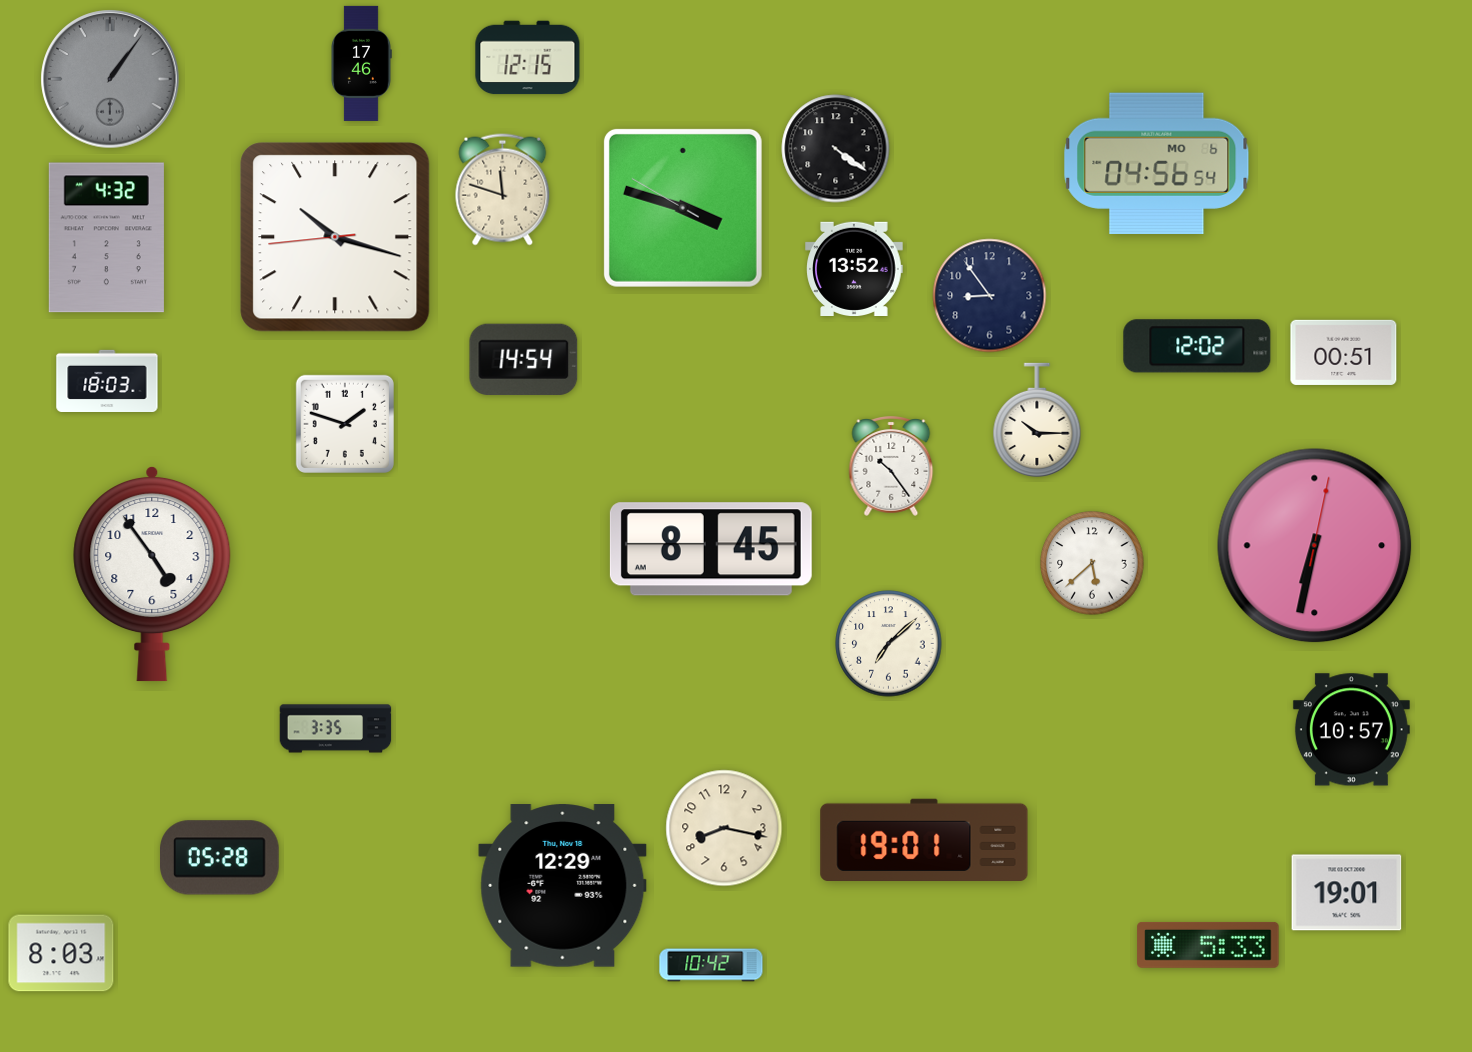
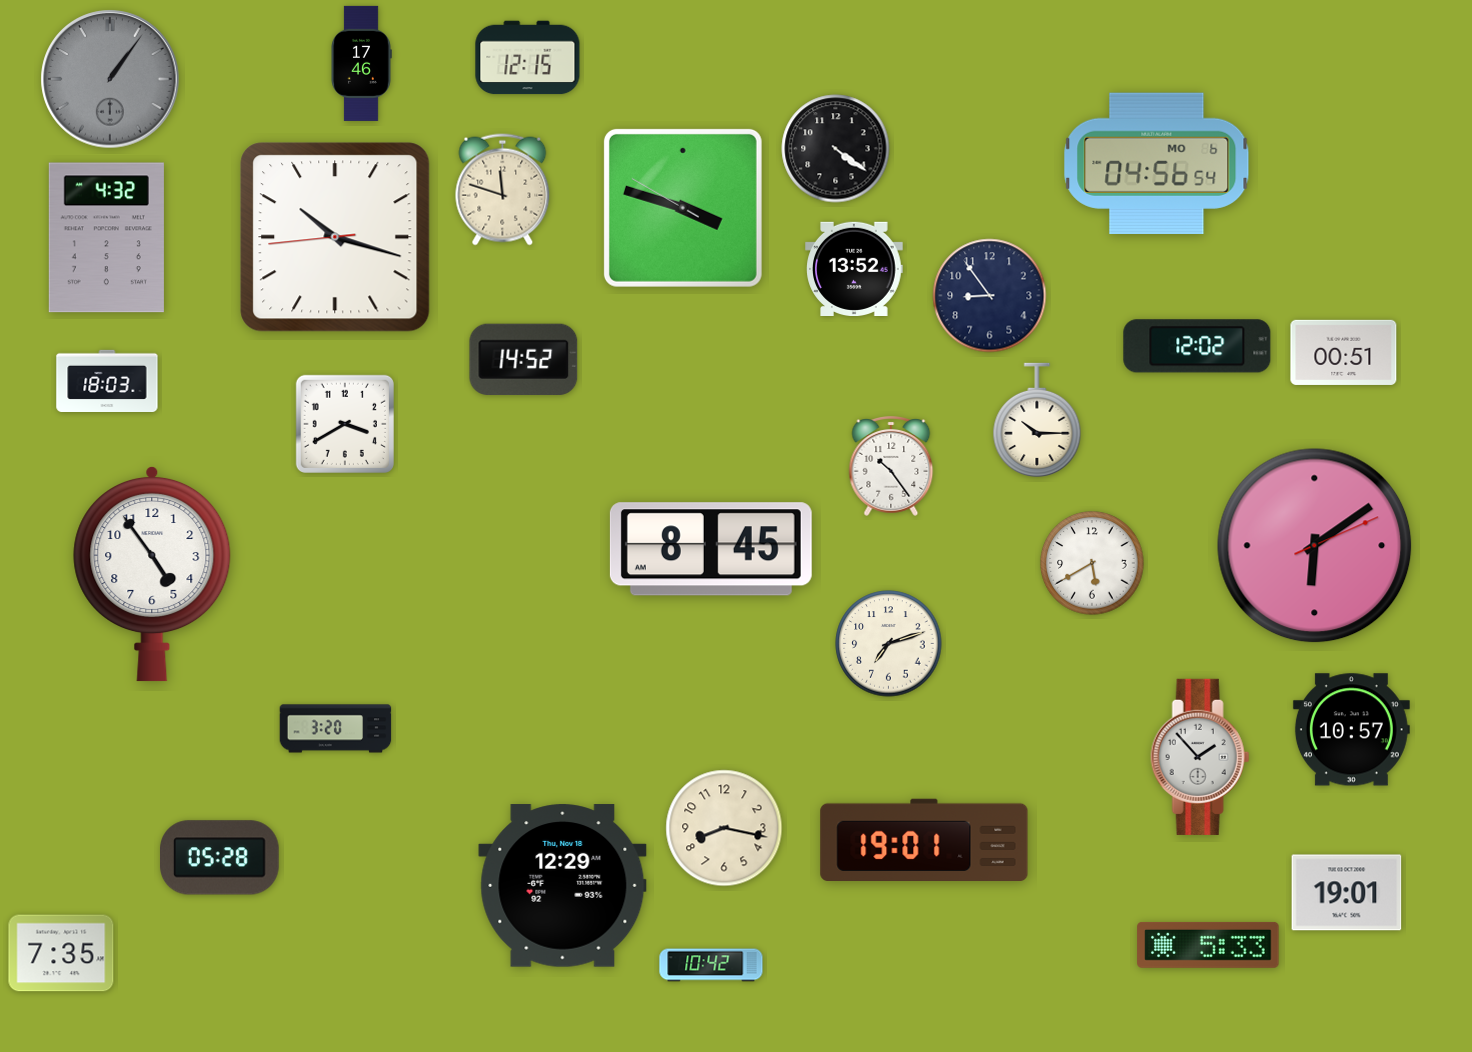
clock at (524, 359): 14:54 -> 14:52
clock at (345, 424): 1:48 -> 3:40
clock at (1315, 546): 6:32 -> 6:09
clock at (1092, 563): 5:38 -> 5:40
clock at (889, 644): 7:08 -> 7:12
clock at (336, 729): 3:35 -> 3:20
clock at (1200, 757): none -> 1:53
clock at (61, 953): 8:03 -> 7:35
